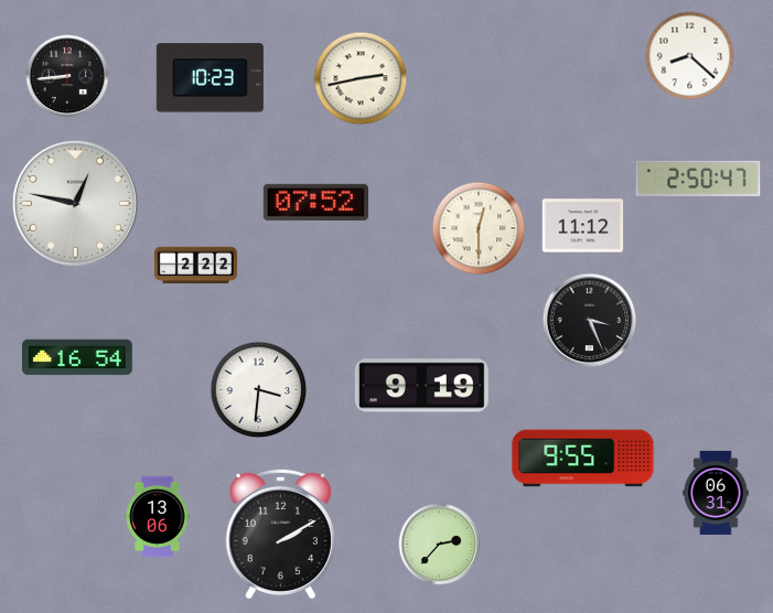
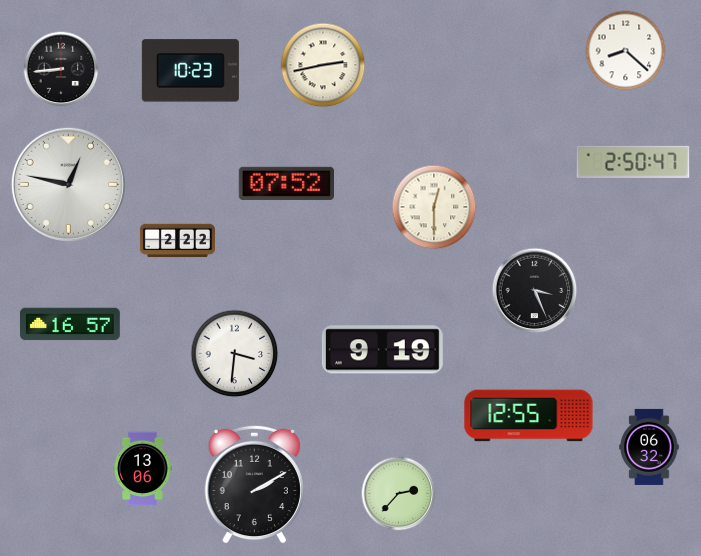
clock at (361, 78) position: (361, 78) -> (323, 65)
clock at (583, 226): 11:12 -> none
clock at (78, 357): 16:54 -> 16:57
clock at (583, 459): 9:55 -> 12:55
clock at (716, 493): 06:31 -> 06:32
